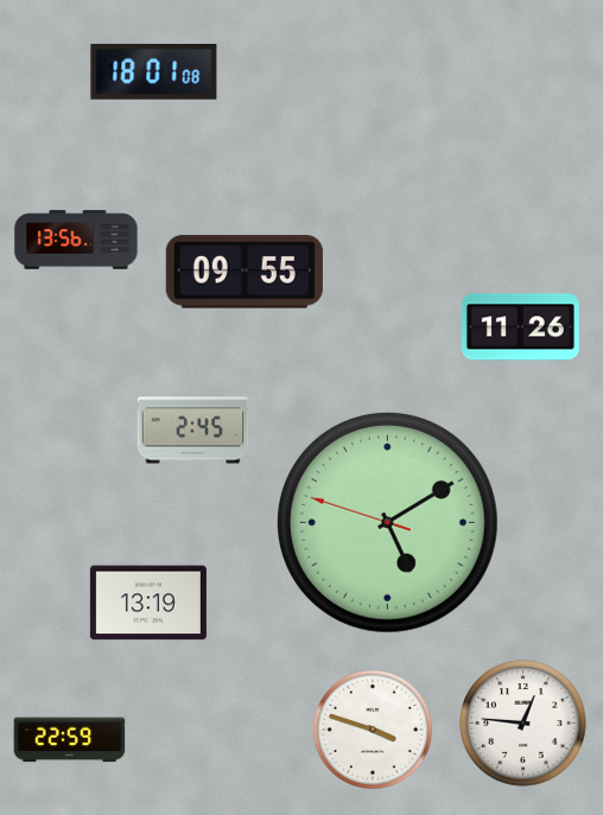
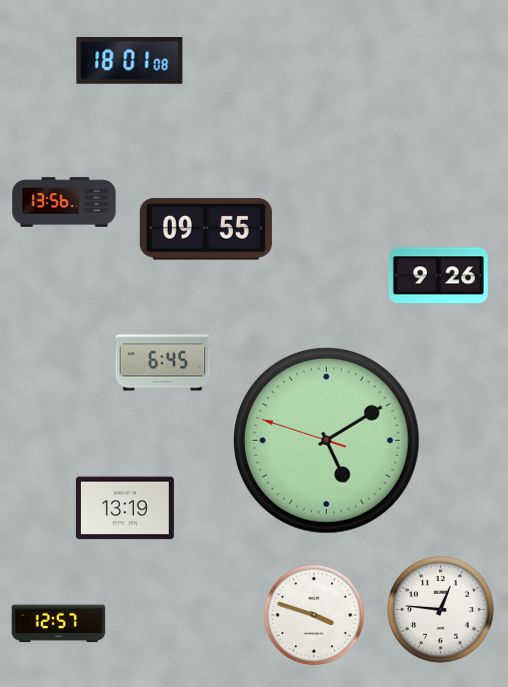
clock at (520, 327): 11:26 -> 9:26
clock at (193, 431): 2:45 -> 6:45
clock at (70, 740): 22:59 -> 12:57
